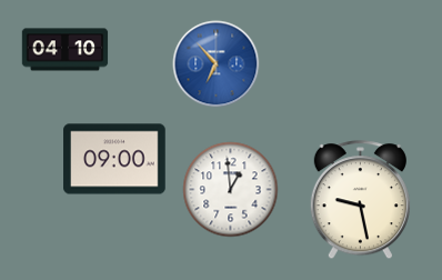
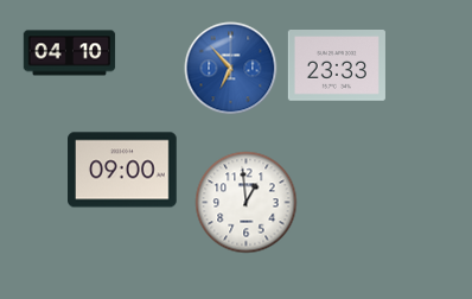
clock at (337, 66): none -> 23:33
clock at (360, 200): 9:28 -> none
